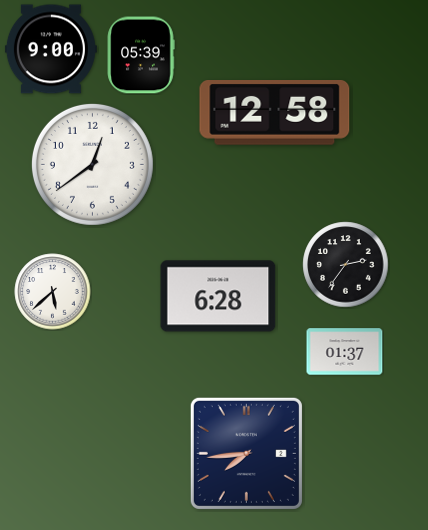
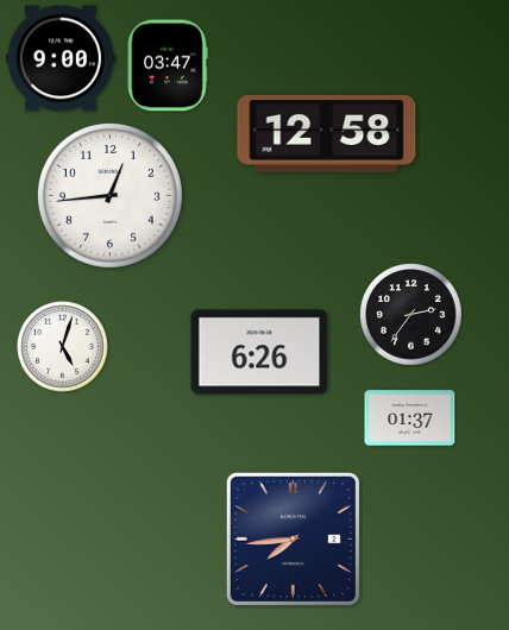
clock at (141, 55): 05:39 -> 03:47
clock at (92, 164): 12:39 -> 12:44
clock at (53, 292): 5:38 -> 5:03
clock at (218, 296): 6:28 -> 6:26
